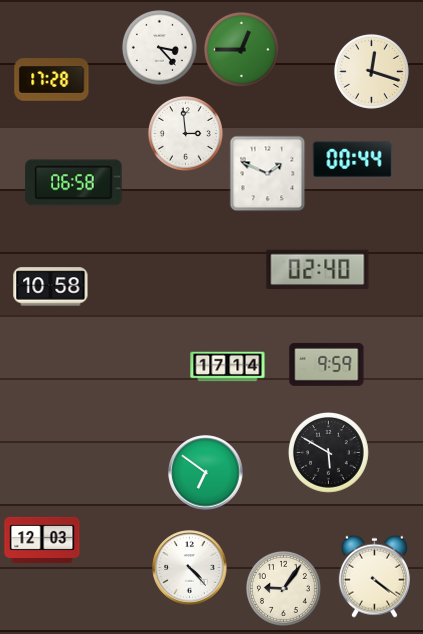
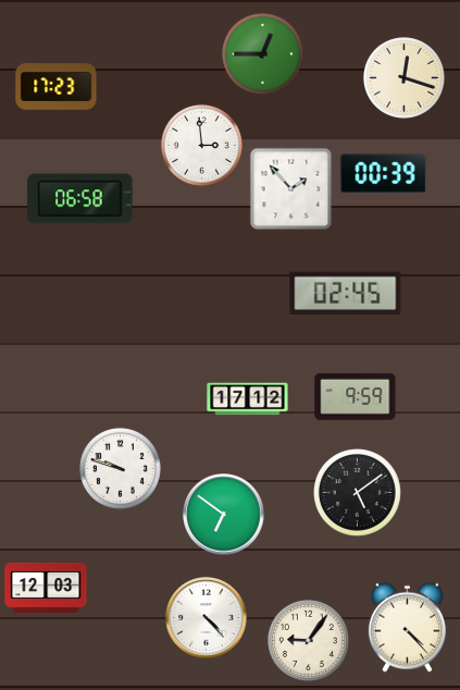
clock at (159, 47): 3:23 -> none
clock at (52, 80): 17:28 -> 17:23
clock at (353, 159): 00:44 -> 00:39
clock at (268, 174): 1:49 -> 1:53
clock at (318, 270): 02:40 -> 02:45
clock at (51, 287): 10:58 -> none
clock at (228, 367): 17:14 -> 17:12
clock at (120, 468): none -> 9:48
clock at (329, 453): 5:50 -> 5:09
clock at (374, 576): 4:21 -> 4:23
